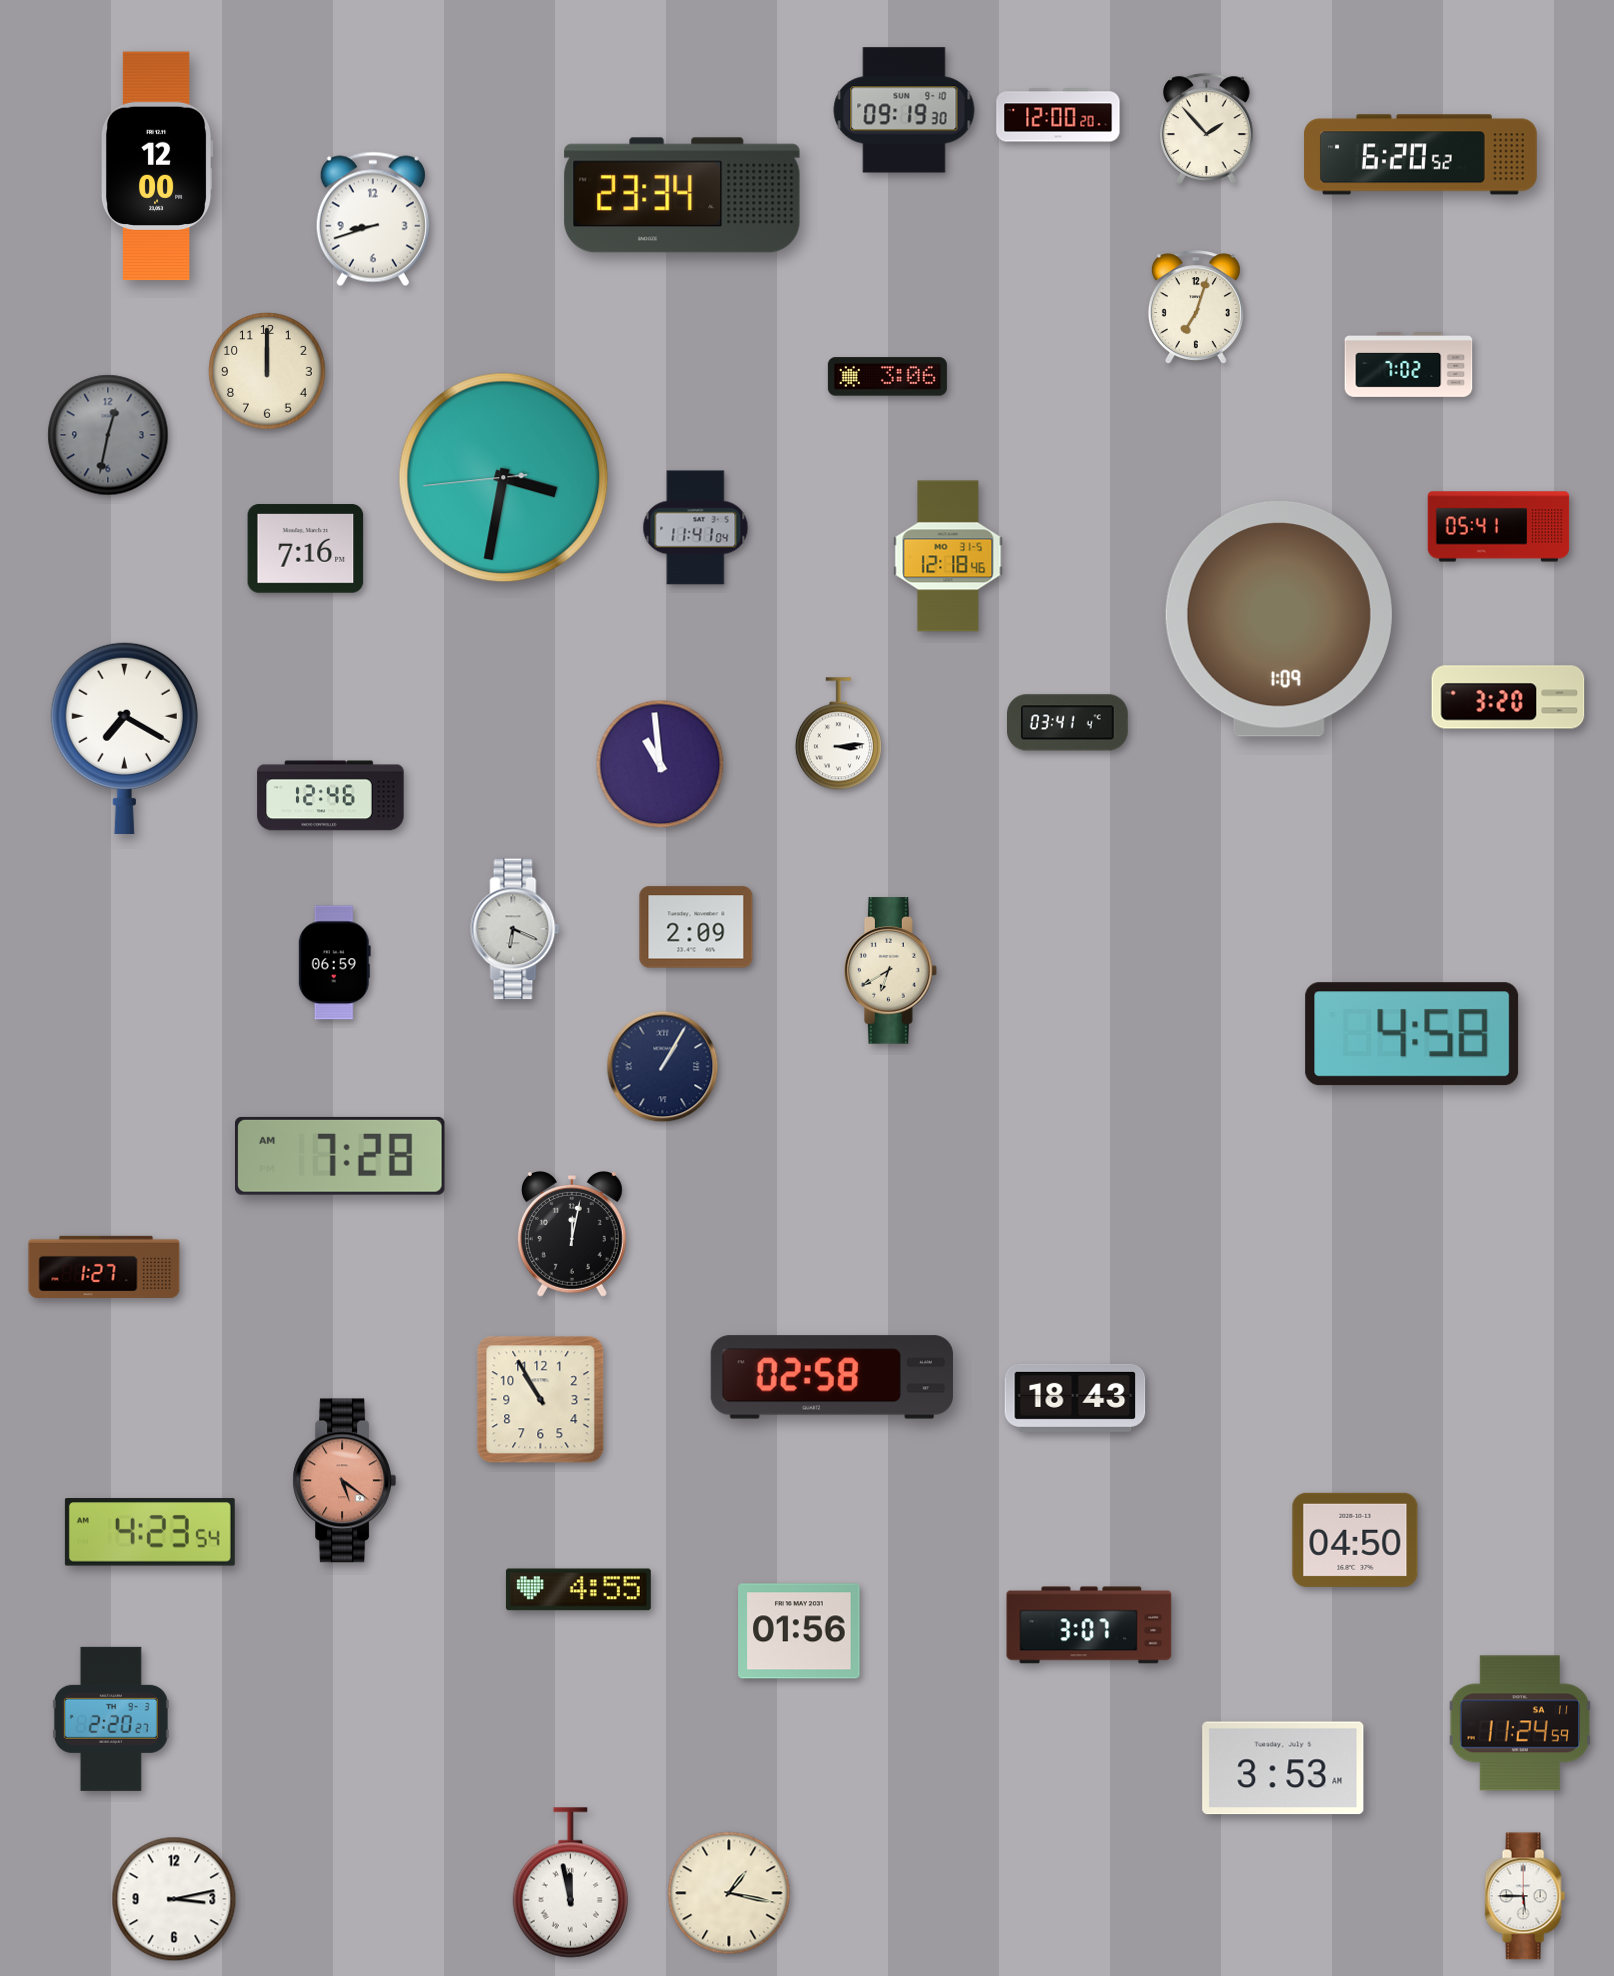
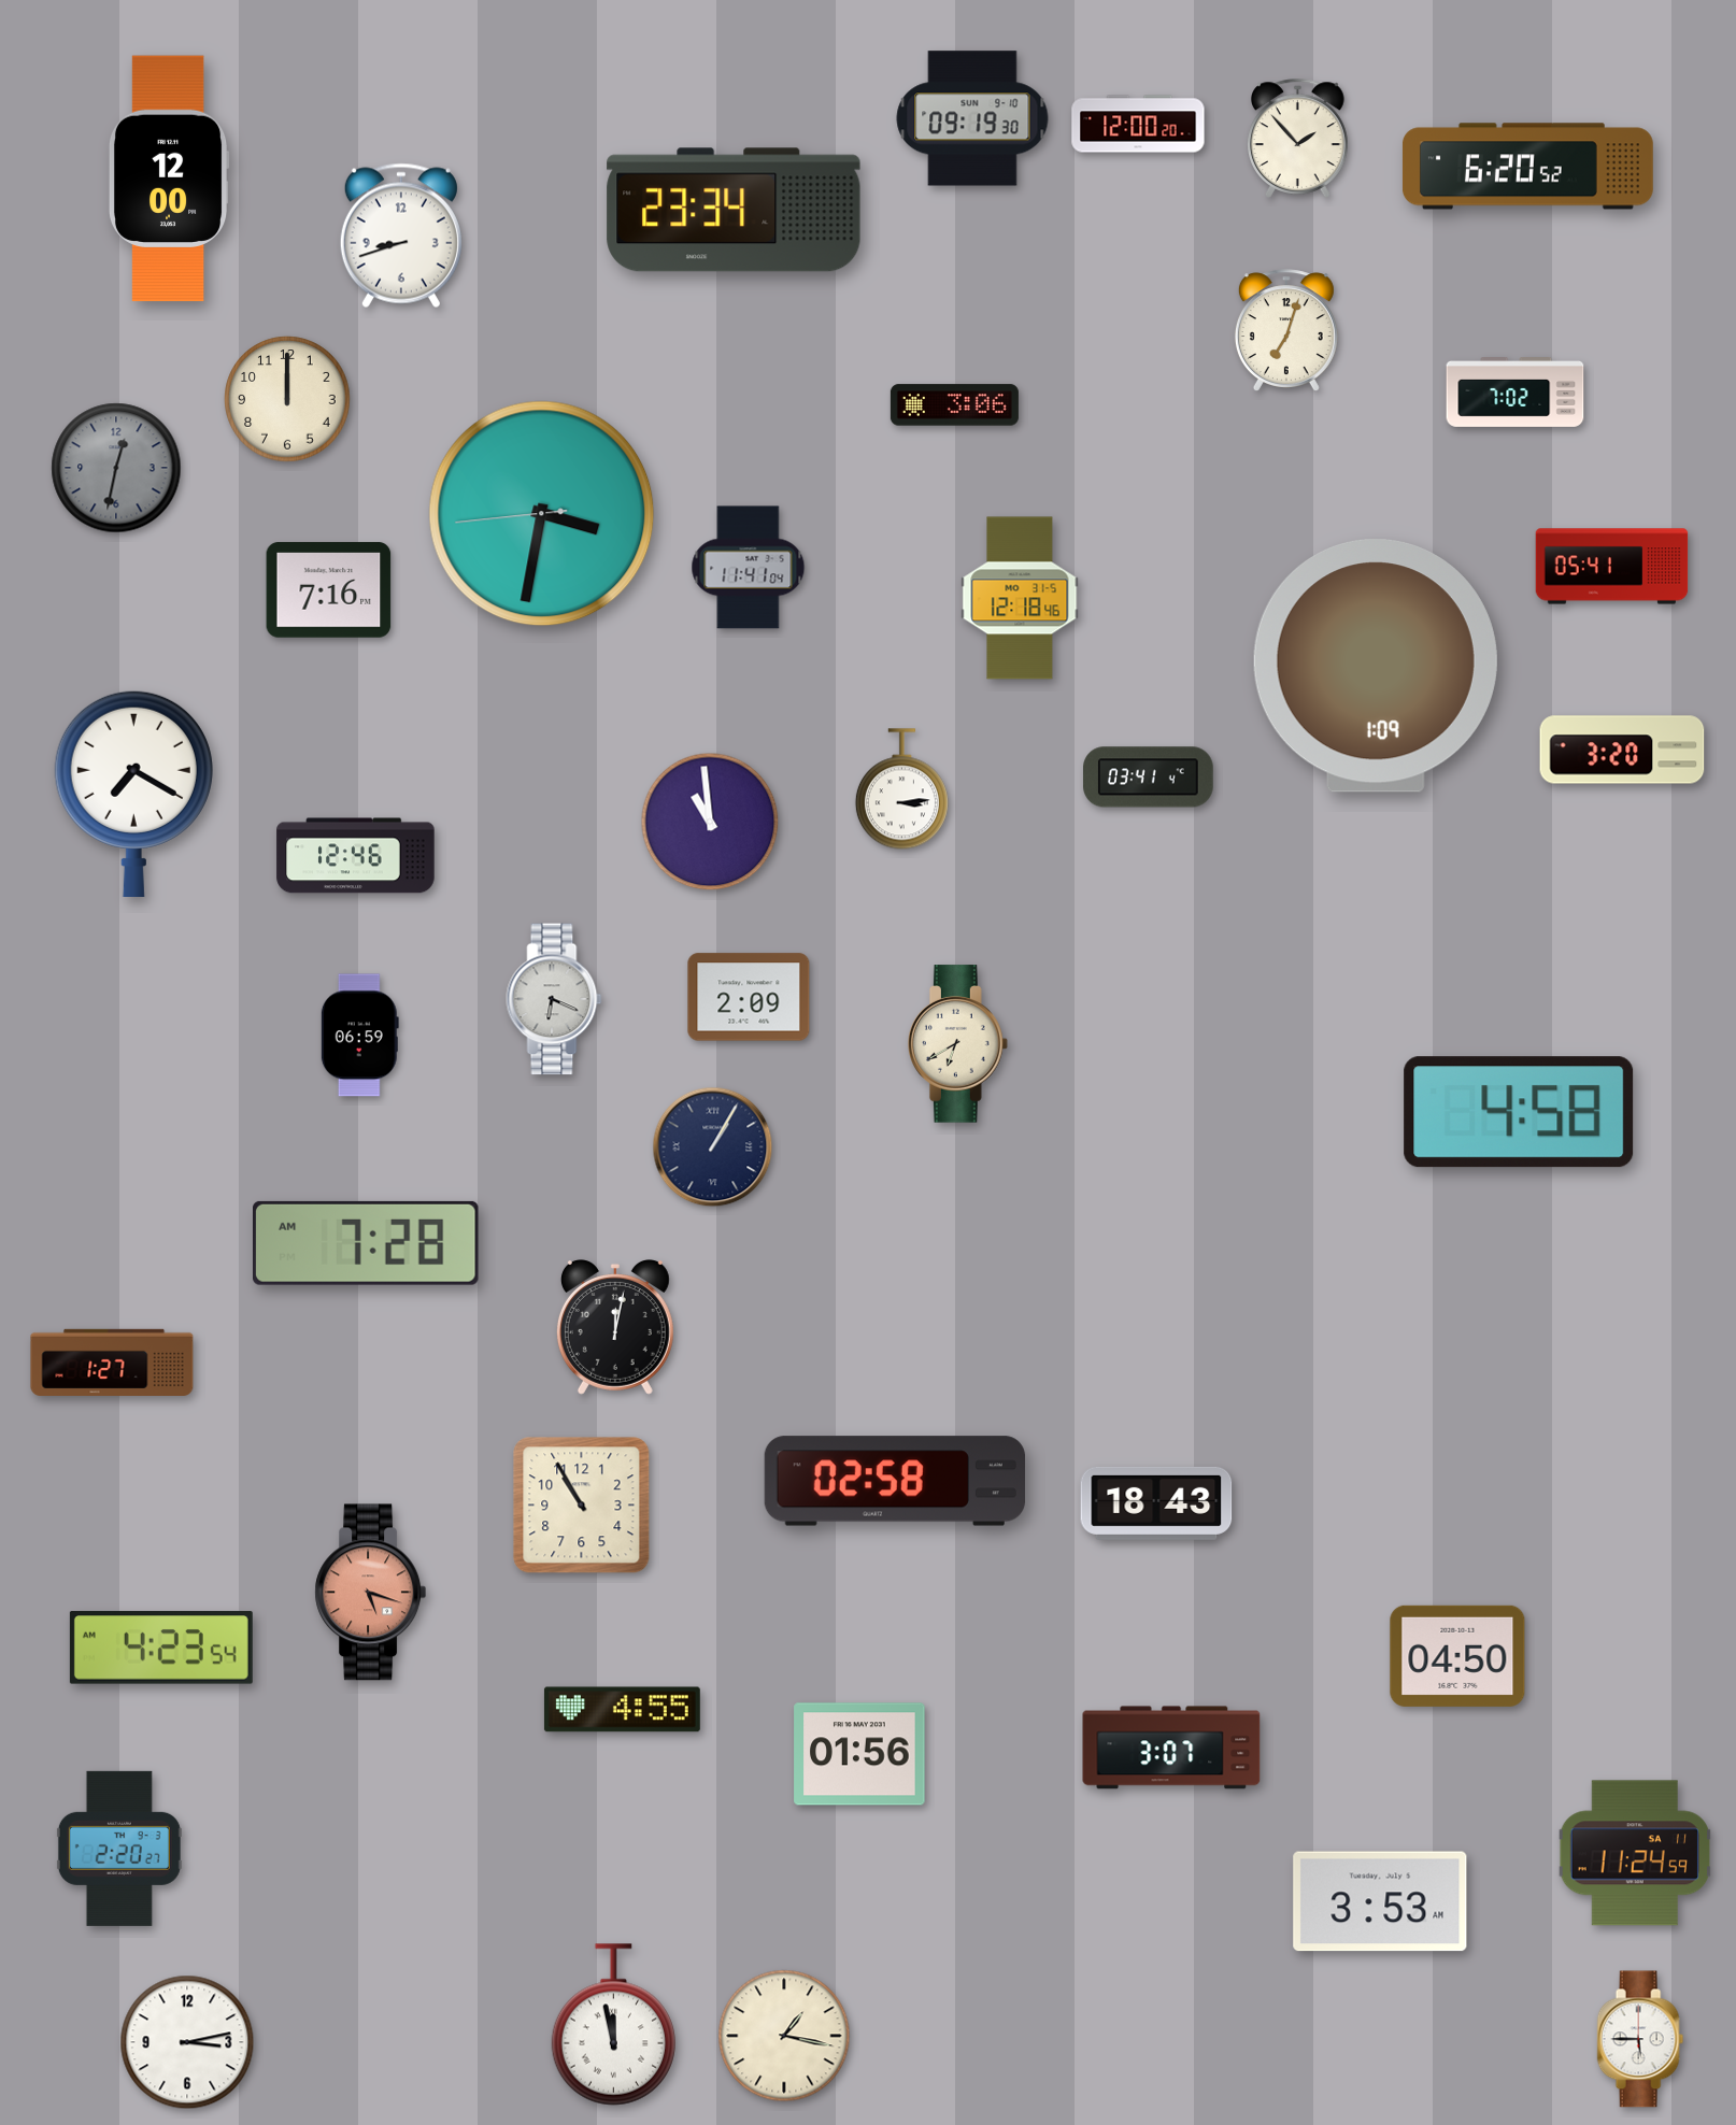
clock at (345, 1481): 5:21 -> 5:18
